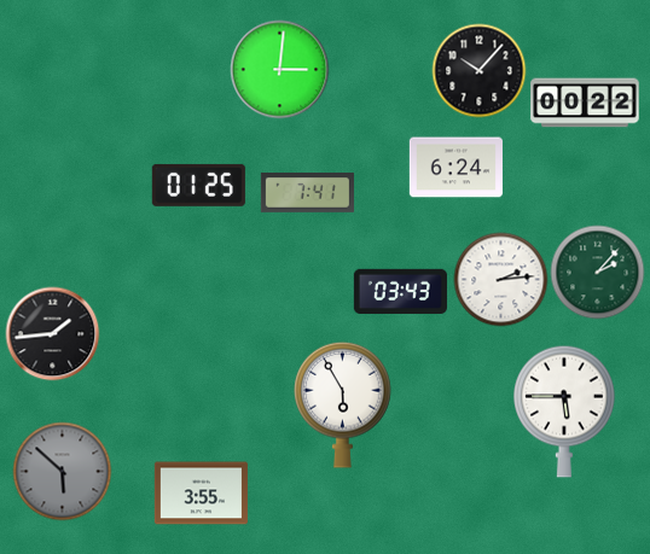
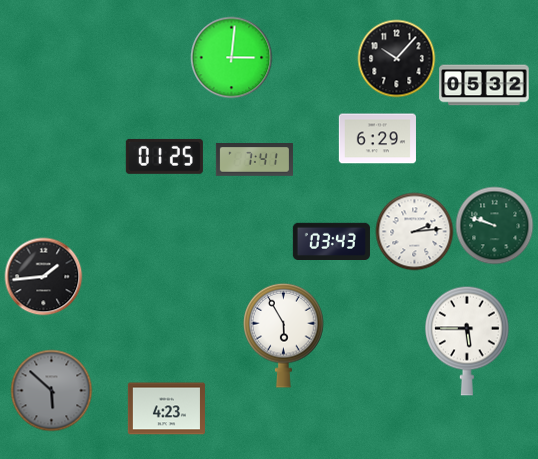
clock at (585, 103): 00:22 -> 05:32
clock at (455, 168): 6:24 -> 6:29
clock at (198, 185) position: (198, 185) -> (164, 156)
clock at (597, 272): 2:07 -> 9:48
clock at (201, 494): 3:55 -> 4:23
